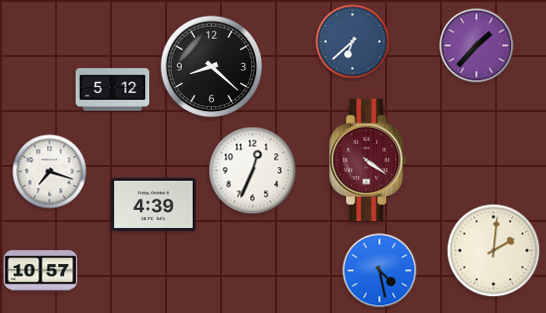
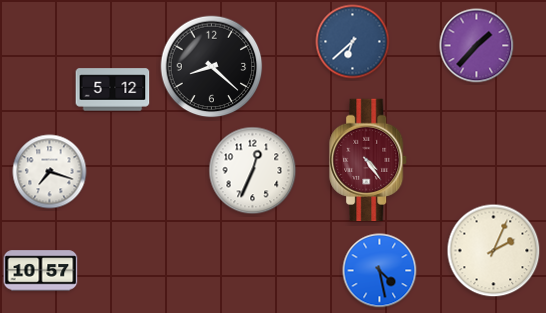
clock at (369, 159): 4:21 -> 4:24
clock at (154, 204): 4:39 -> none
clock at (494, 251): 2:01 -> 2:04
